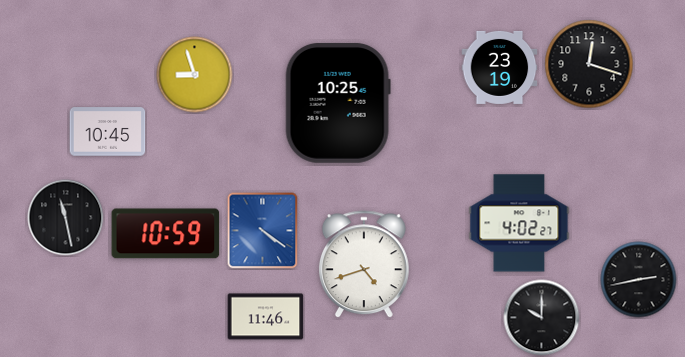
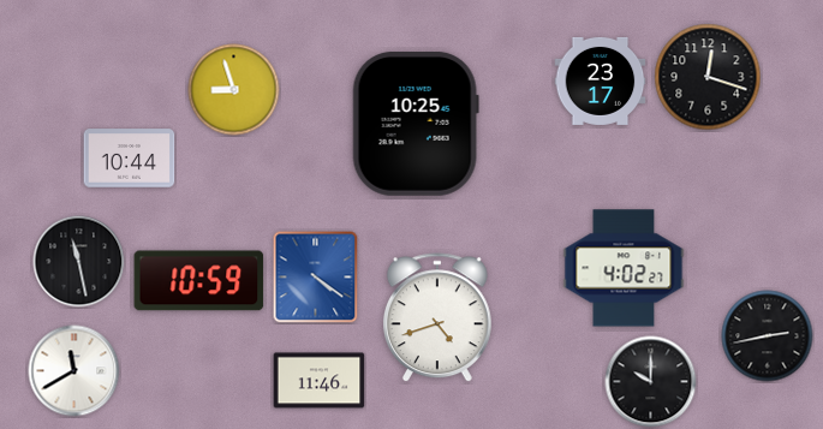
clock at (500, 67): 23:19 -> 23:17
clock at (338, 103) position: (338, 103) -> (416, 124)
clock at (108, 132): 10:45 -> 10:44
clock at (74, 371): none -> 11:40
